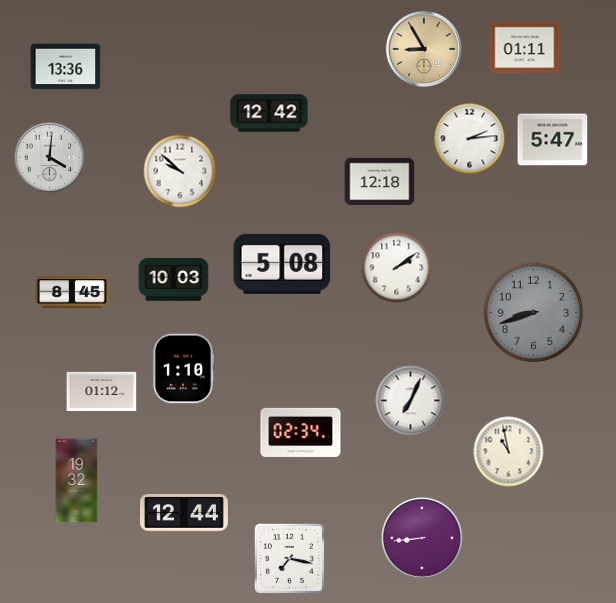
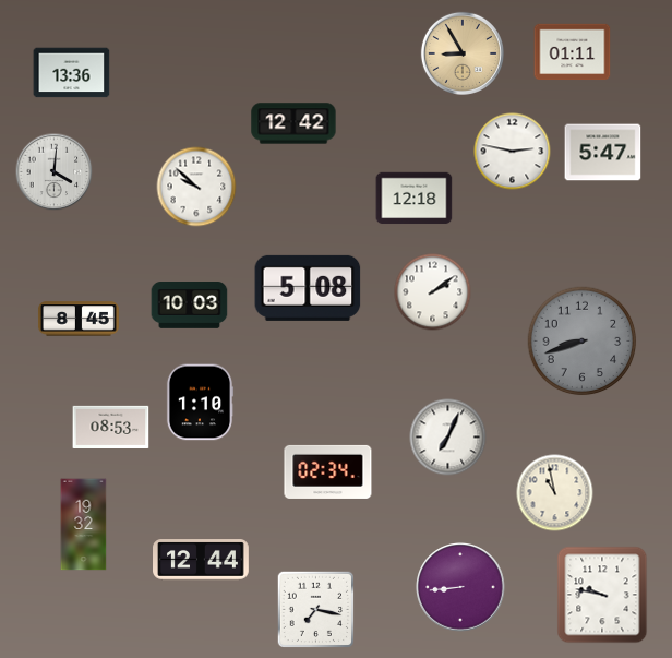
clock at (470, 139): 2:14 -> 2:47
clock at (102, 391): 01:12 -> 08:53
clock at (602, 595): none -> 9:47
